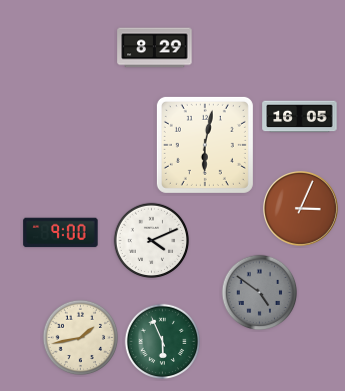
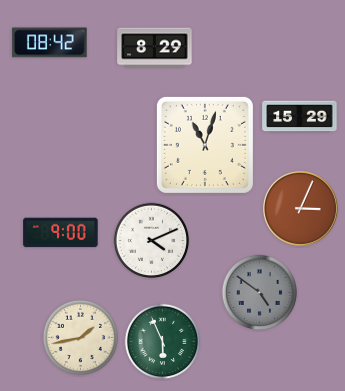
clock at (50, 43): none -> 08:42
clock at (300, 117): 16:05 -> 15:29
clock at (205, 145): 6:02 -> 11:03
